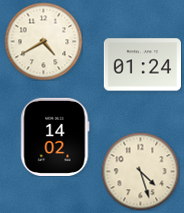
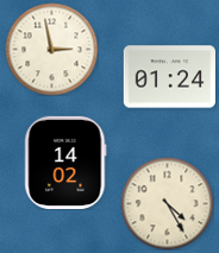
clock at (43, 41): 4:40 -> 2:58
clock at (140, 171): 4:27 -> 4:25
